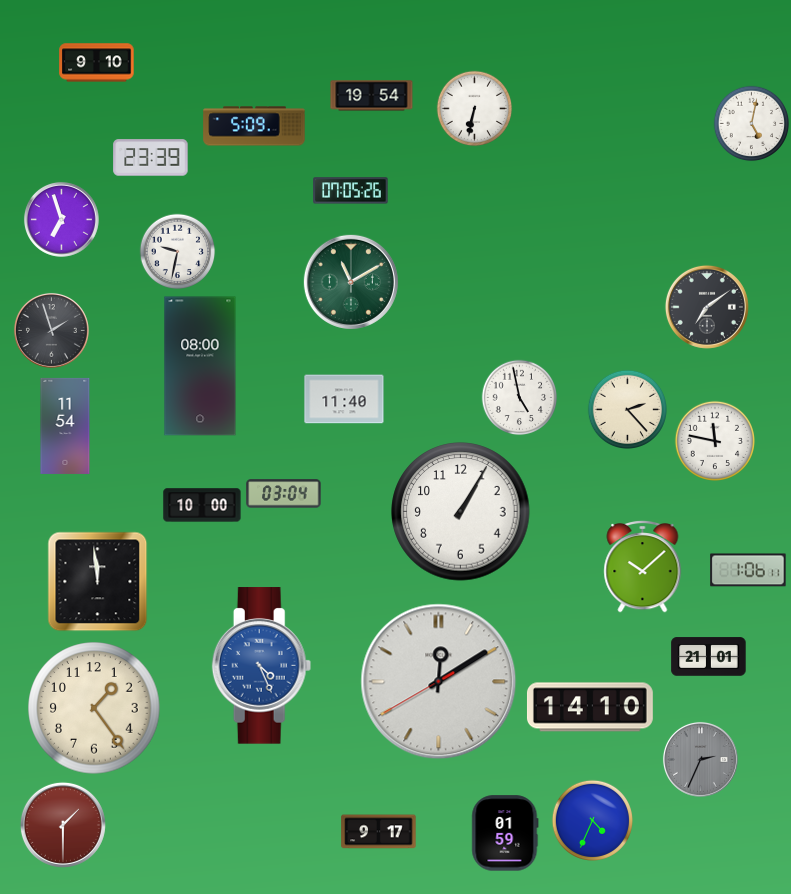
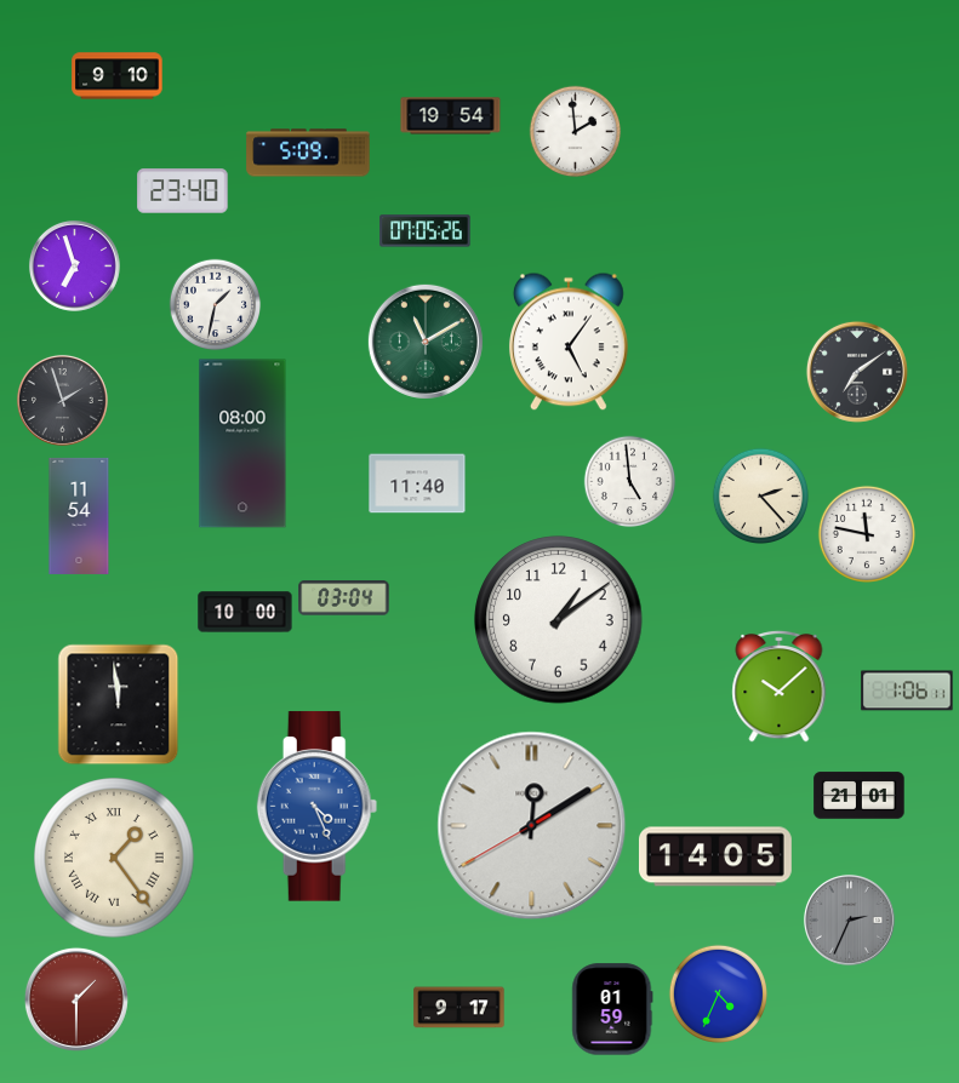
clock at (475, 109): 6:32 -> 1:59
clock at (752, 124): 5:02 -> none
clock at (151, 158): 23:39 -> 23:40
clock at (178, 252): 9:32 -> 1:32
clock at (569, 342): none -> 5:06
clock at (520, 398): 4:58 -> 4:59
clock at (461, 512): 1:05 -> 1:09
clock at (590, 707): 14:10 -> 14:05
clock at (94, 708) numerals: Arabic -> Roman
